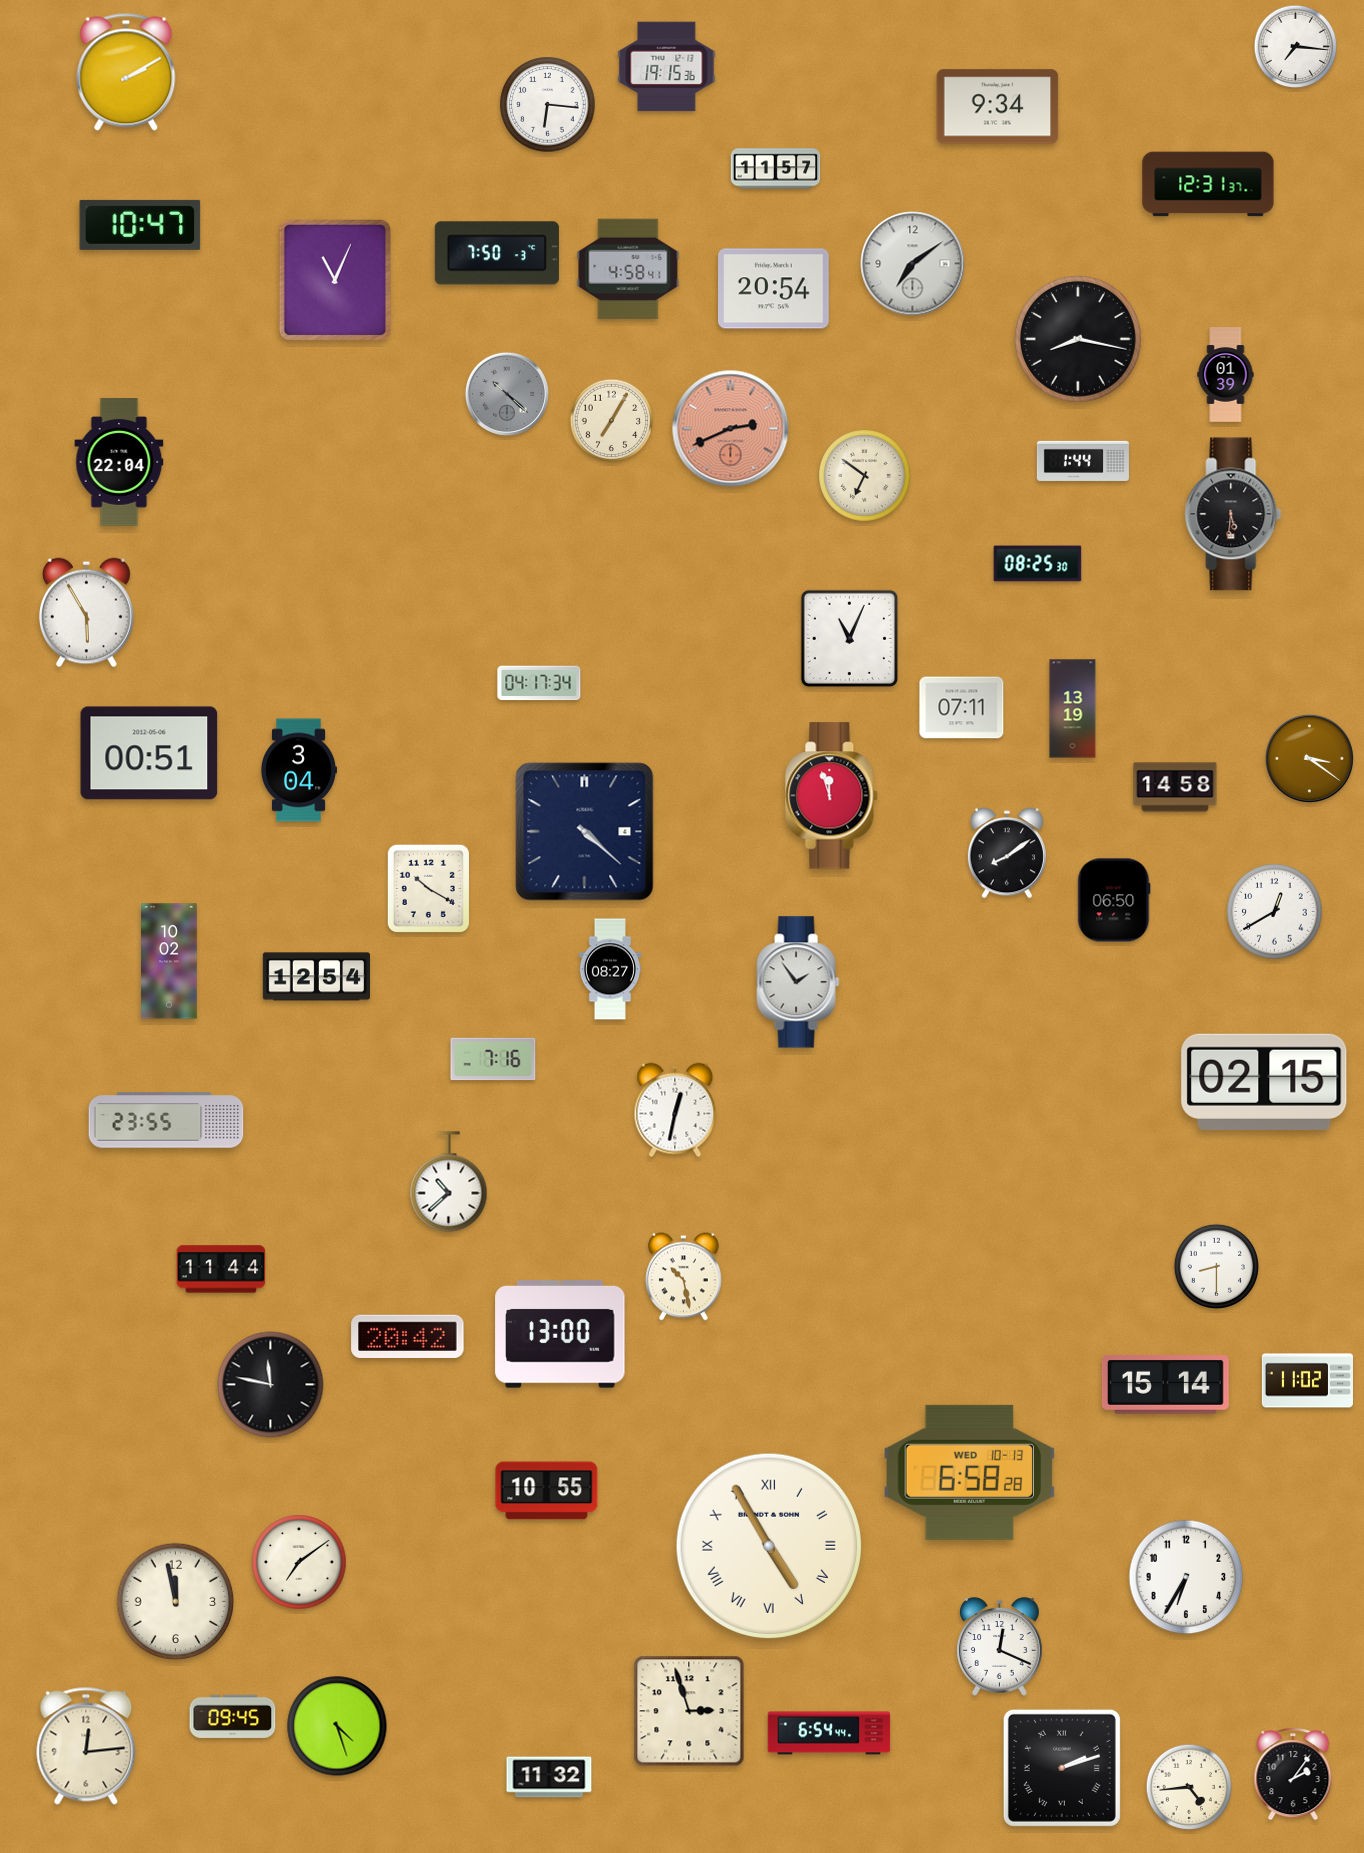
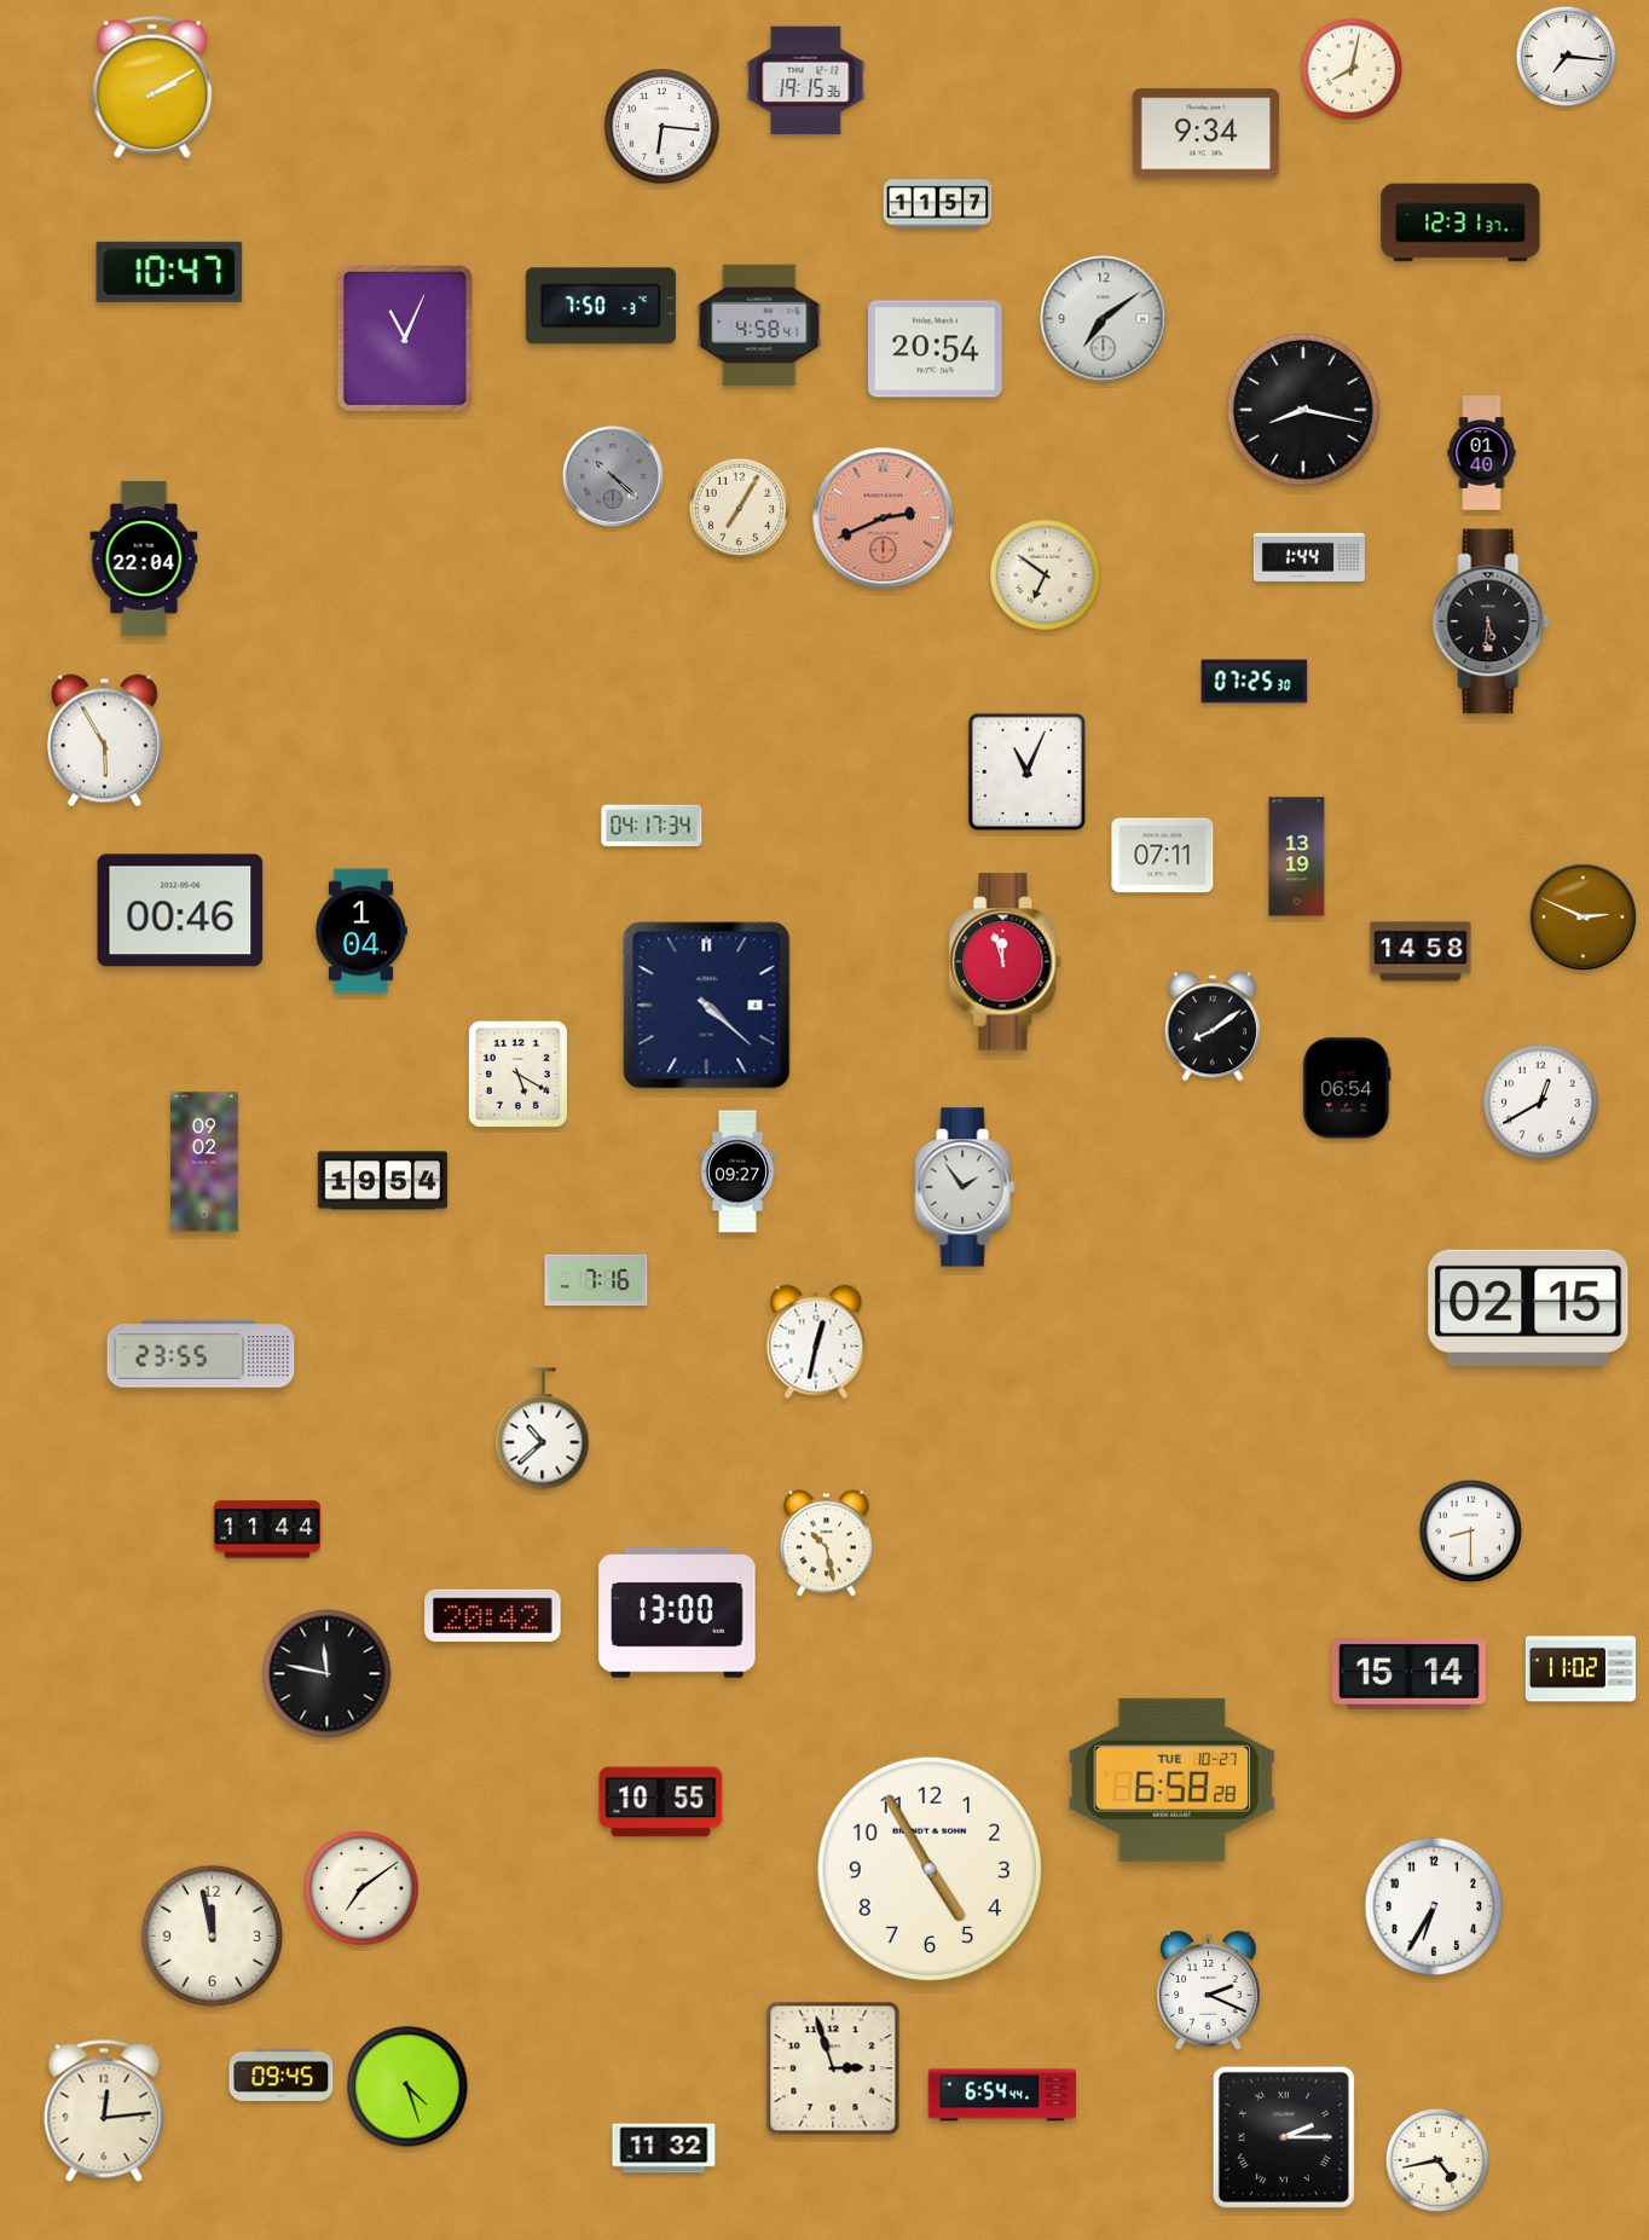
clock at (1352, 69): none -> 8:02
clock at (998, 107) position: (998, 107) -> (1207, 134)
clock at (1226, 375): 01:39 -> 01:40
clock at (1038, 564): 08:25 -> 07:25
clock at (149, 753): 00:51 -> 00:46
clock at (1309, 758): 3:21 -> 2:49
clock at (299, 770): 3:04 -> 1:04
clock at (1007, 853) position: (1007, 853) -> (1213, 1026)
clock at (428, 888): 10:20 -> 5:20
clock at (1114, 900): 06:50 -> 06:54
clock at (169, 961): 10:02 -> 09:02
clock at (609, 969): 08:27 -> 09:27
clock at (316, 977): 12:54 -> 19:54
clock at (221, 1269) position: (221, 1269) -> (267, 1529)
clock at (970, 1472) date: WED 10-13 -> TUE 10-27
clock at (768, 1545) numerals: Roman -> Arabic
clock at (1000, 1647): 12:19 -> 2:19
clock at (1062, 1768): 2:12 -> 2:15
clock at (1293, 1774): 2:06 -> none
clock at (1189, 1787): 4:44 -> 4:43
